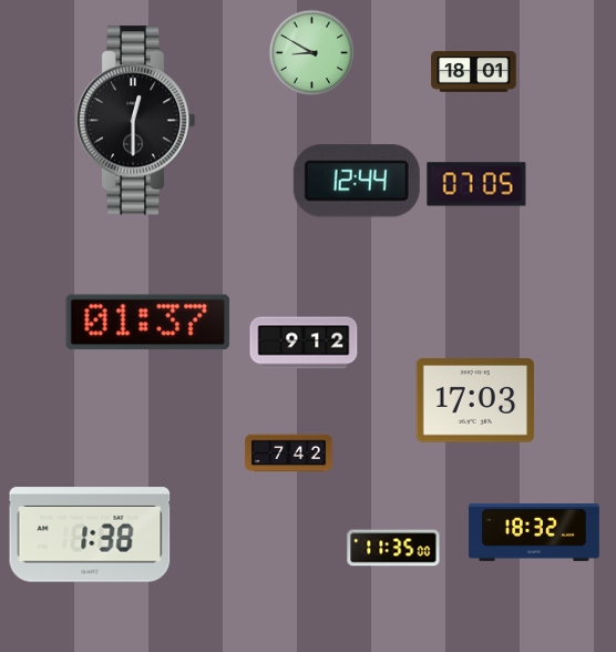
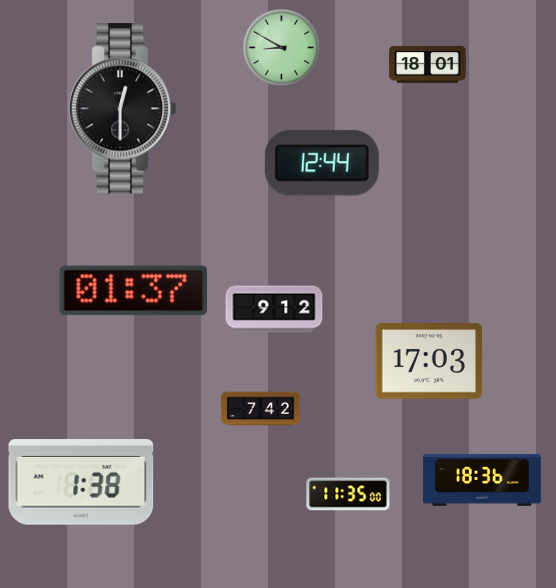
clock at (476, 184): 07:05 -> none
clock at (535, 532): 18:32 -> 18:36
clock at (393, 548) position: (393, 548) -> (348, 494)
